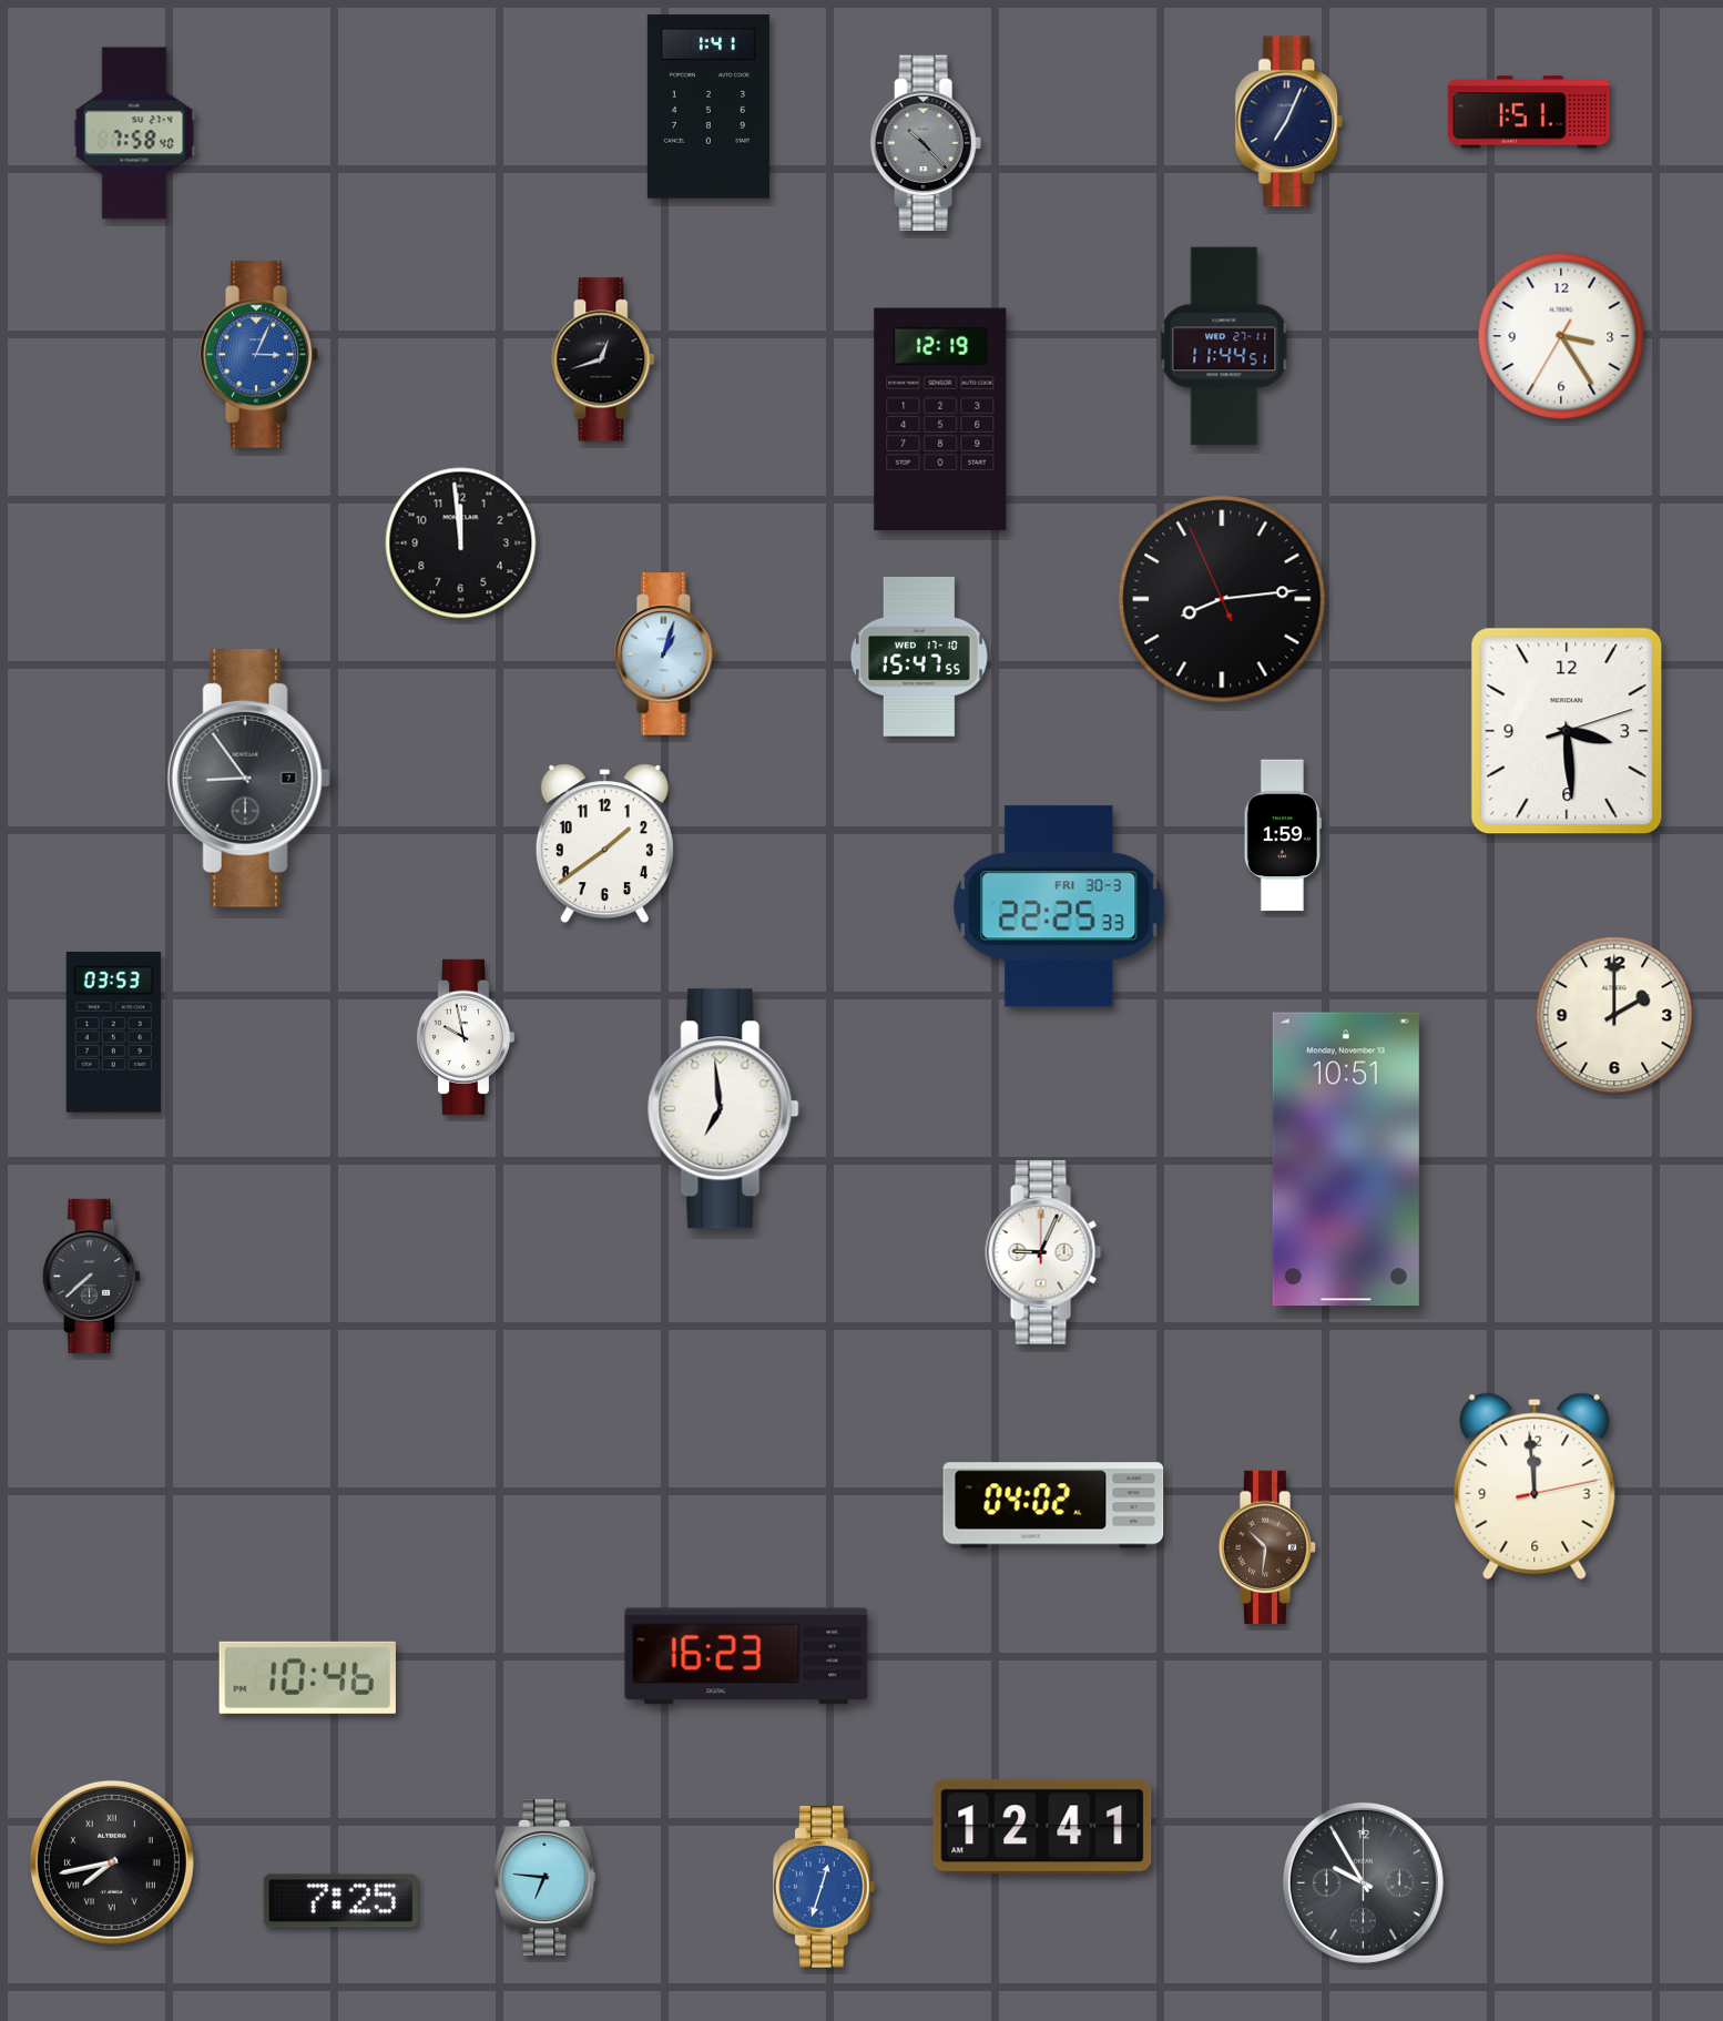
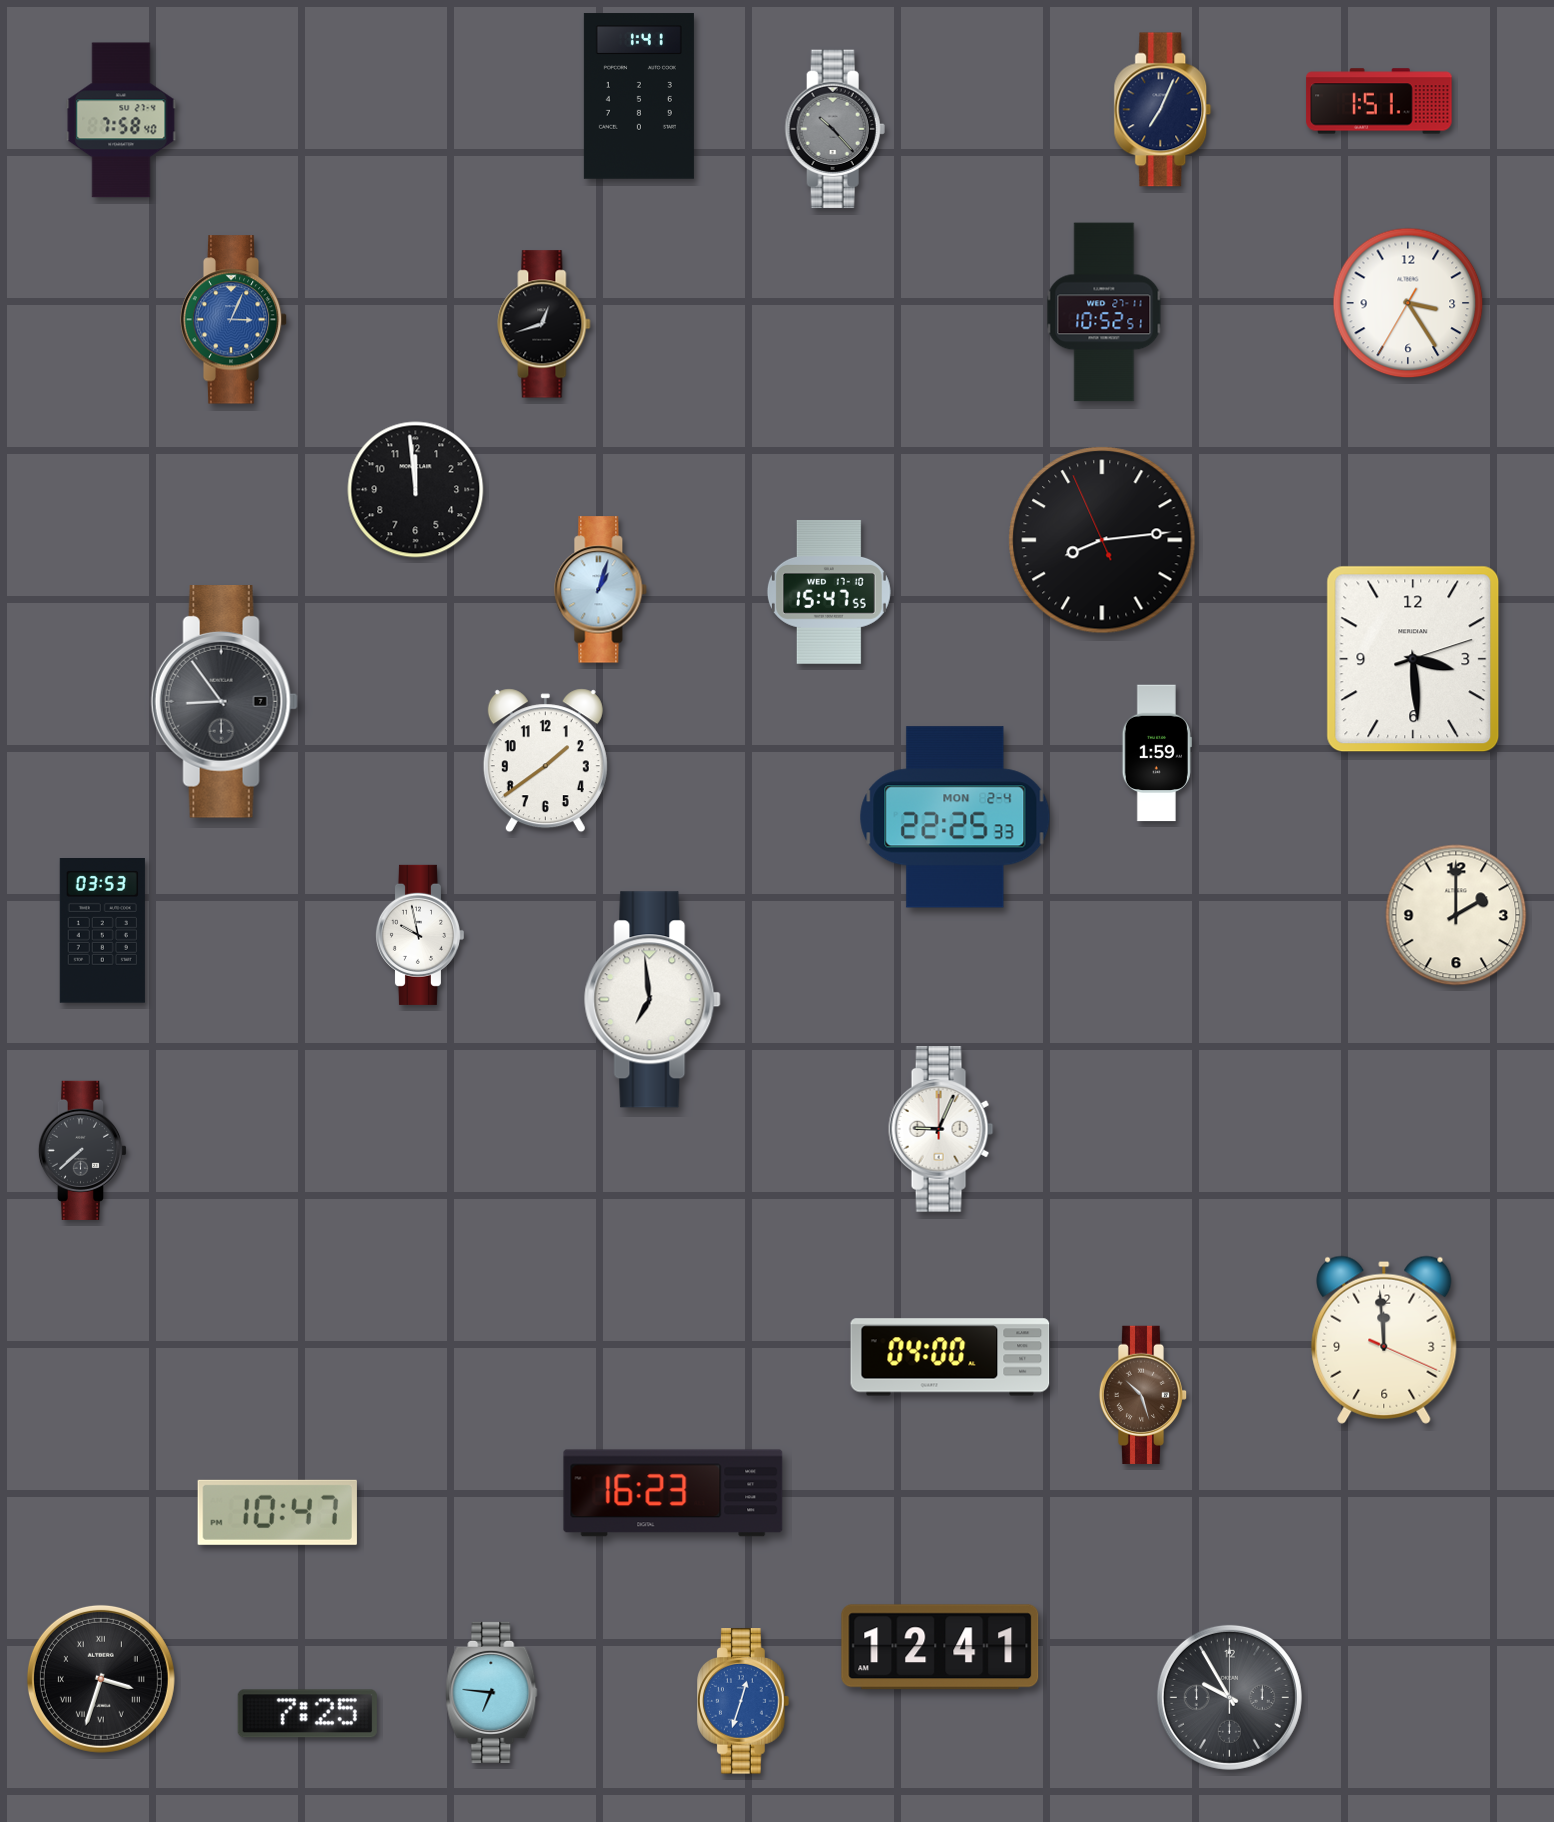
clock at (1224, 346): 11:44 -> 10:52
clock at (940, 419): 12:19 -> none
clock at (1059, 906) date: FRI 30-3 -> MON 2-4
clock at (1346, 1159): 10:51 -> none
clock at (1535, 1486): 11:59:13 -> 11:59:19
clock at (1053, 1505): 04:02 -> 04:00
clock at (1267, 1546): 10:31 -> 10:27
clock at (307, 1677): 10:46 -> 10:47
clock at (112, 1862): 7:43 -> 3:33
